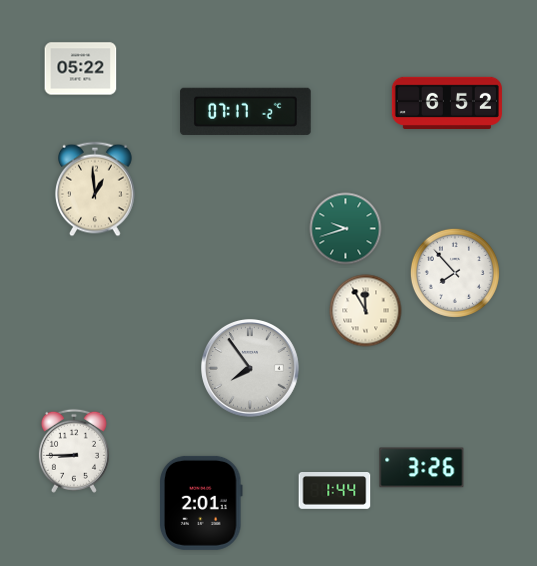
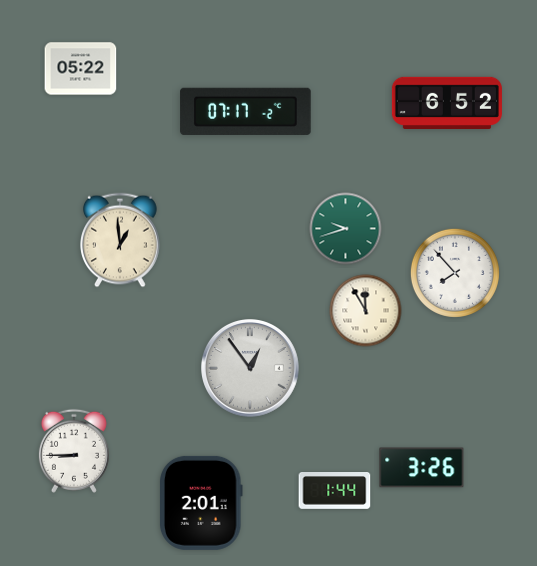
clock at (96, 189) position: (96, 189) -> (121, 240)
clock at (251, 369): 7:54 -> 12:54
